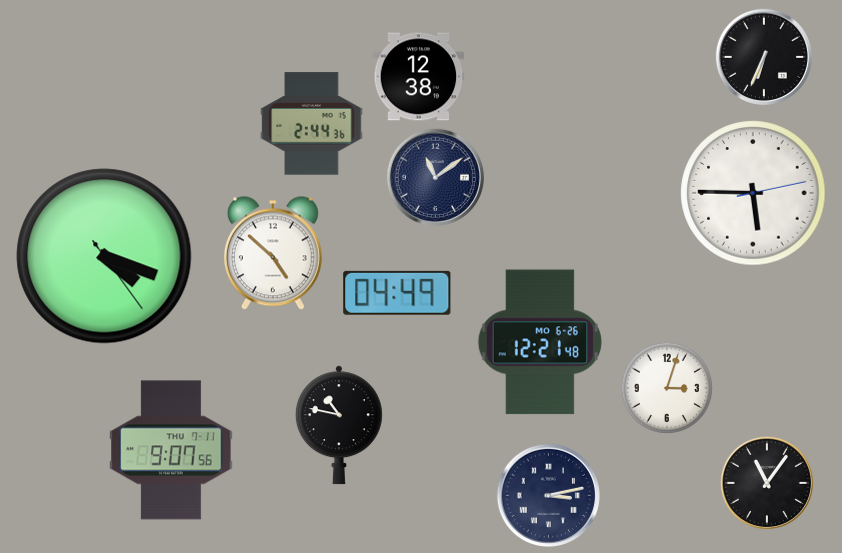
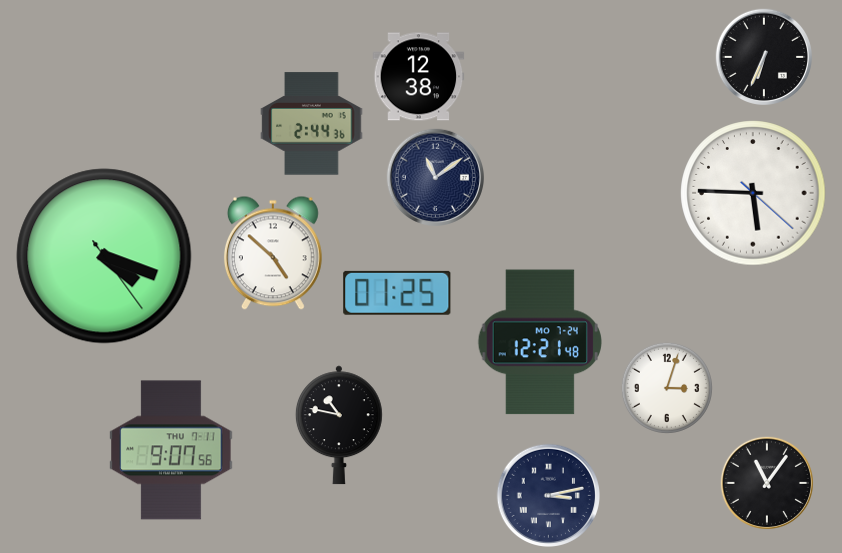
clock at (753, 193): 5:45:13 -> 5:45:22
clock at (397, 293): 04:49 -> 01:25
clock at (540, 342) date: MO 6-26 -> MO 7-24
